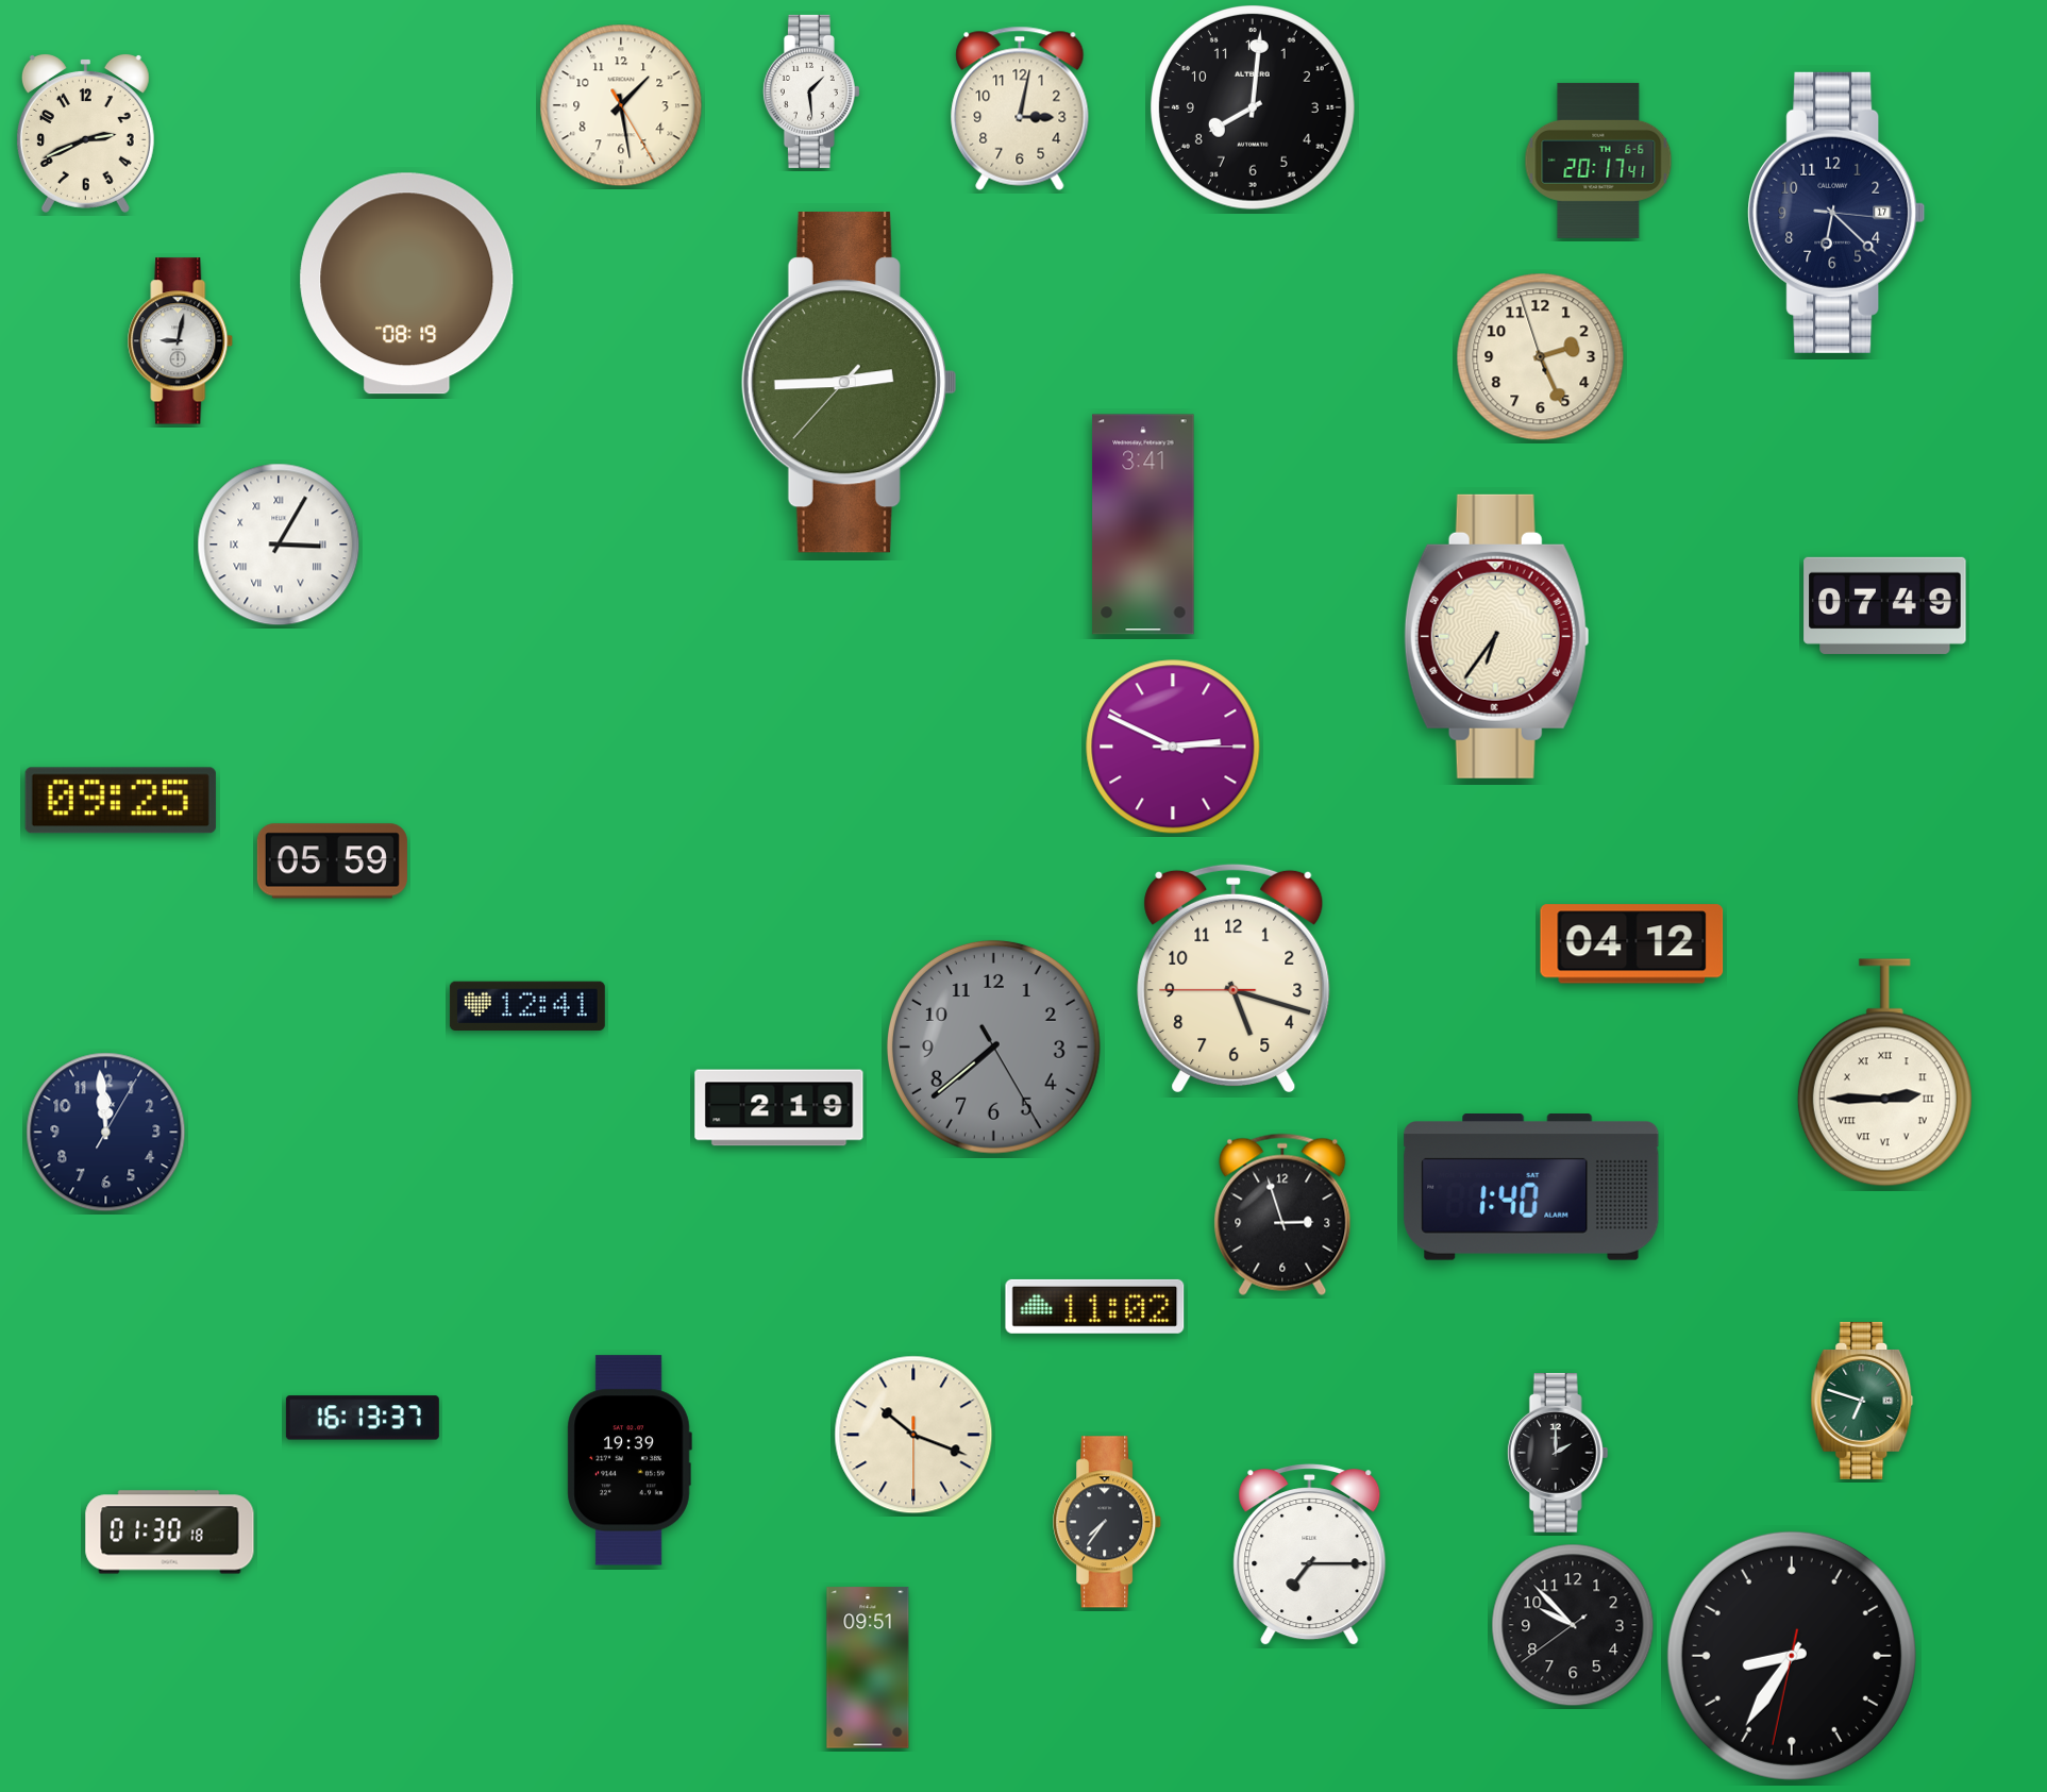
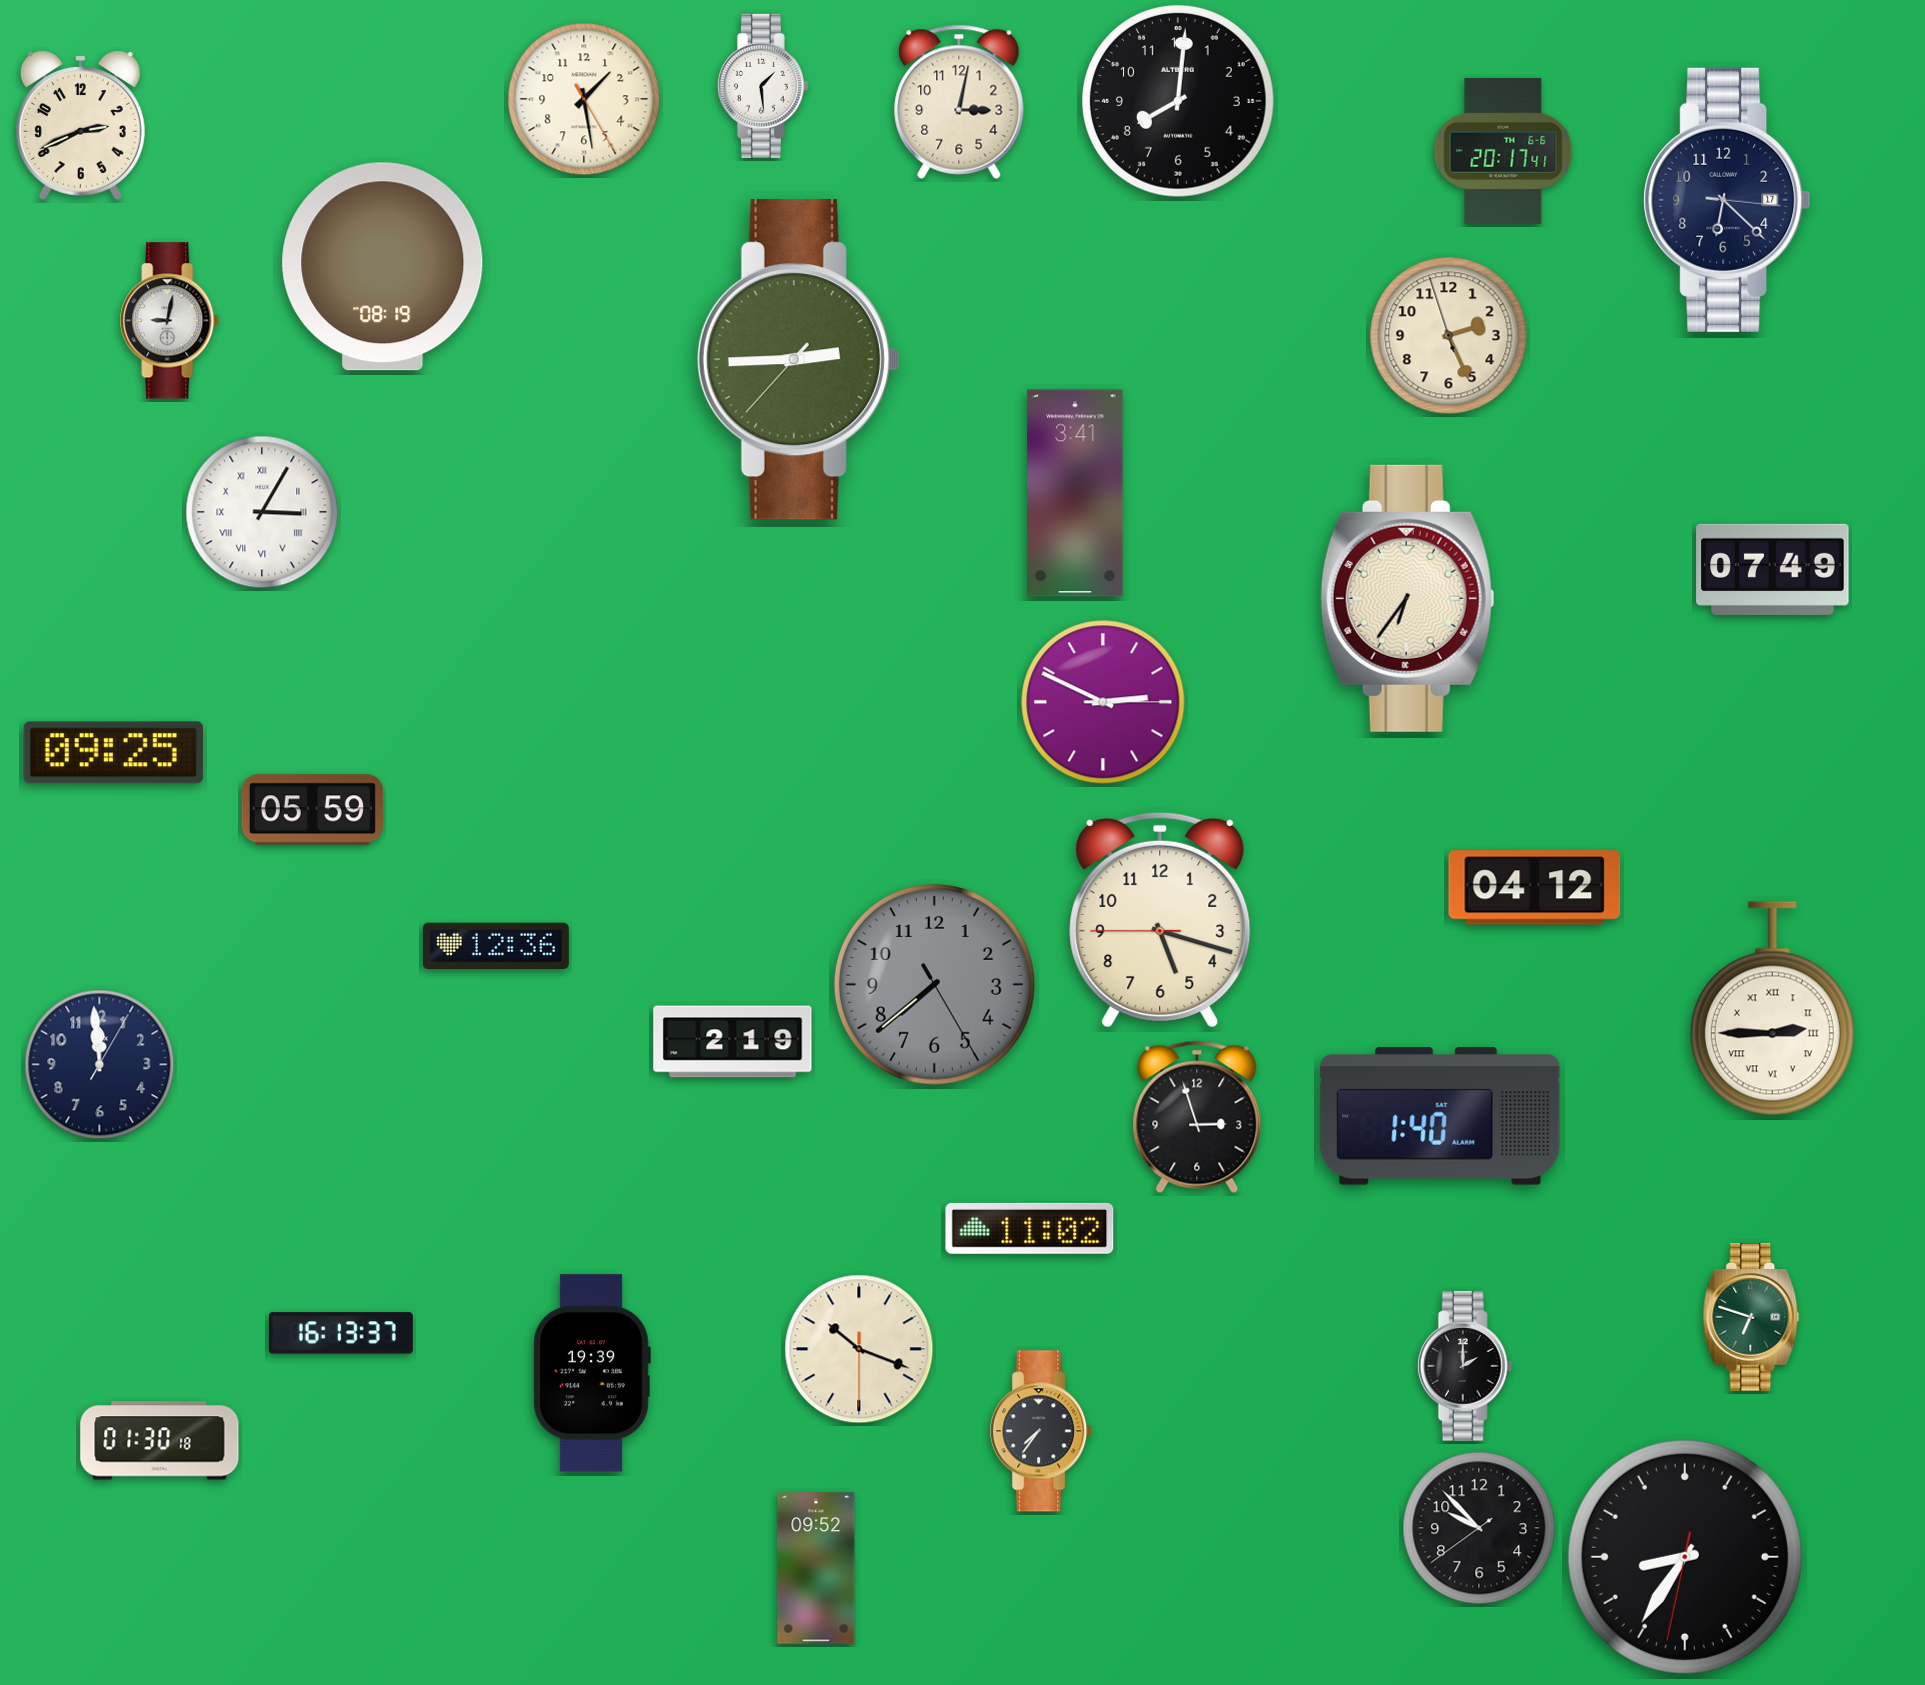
clock at (527, 1005): 12:41 -> 12:36
clock at (1282, 1215) position: (1282, 1215) -> (1197, 1117)
clock at (1310, 1555): 7:15 -> none
clock at (868, 1668): 09:51 -> 09:52
